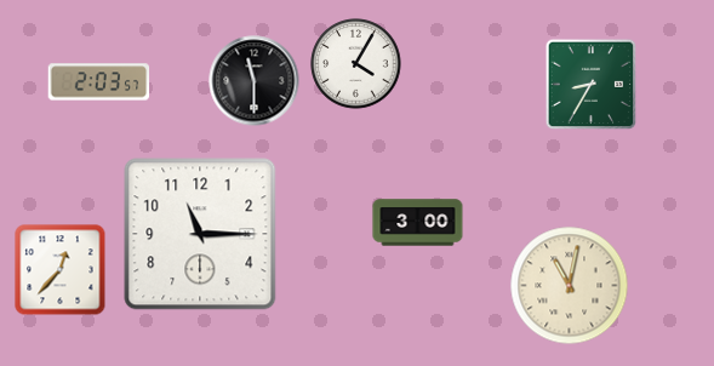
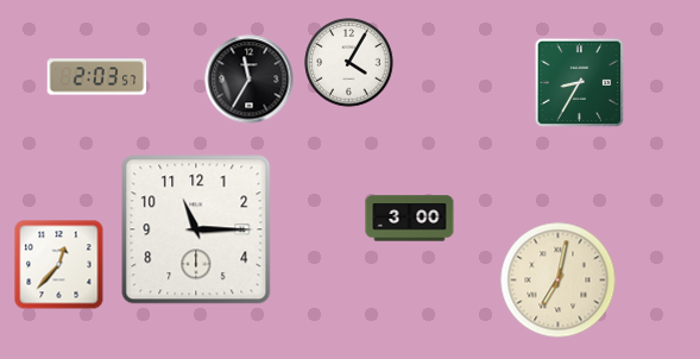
clock at (255, 81): 11:30 -> 11:35
clock at (99, 82) position: (99, 82) -> (97, 77)
clock at (570, 286): 11:02 -> 7:02
